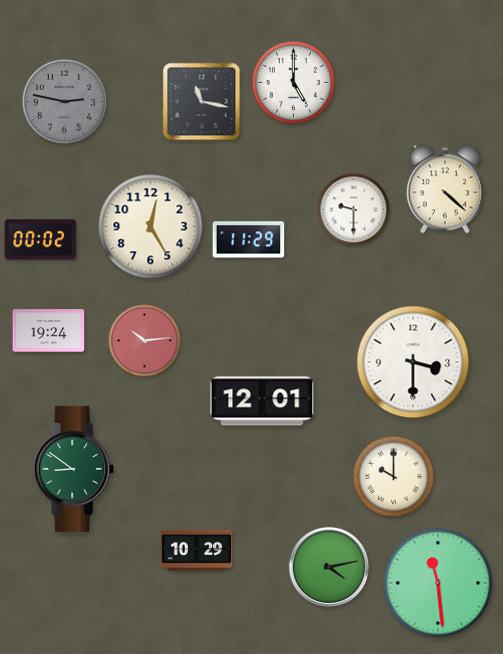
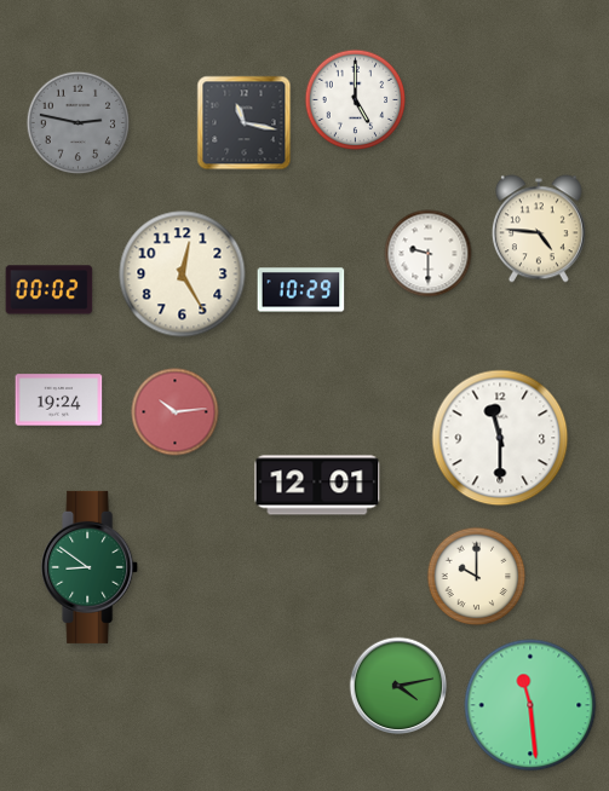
clock at (445, 189): 4:22 -> 4:46
clock at (249, 240): 11:29 -> 10:29
clock at (413, 362): 3:30 -> 11:30
clock at (197, 550): 10:29 -> none
